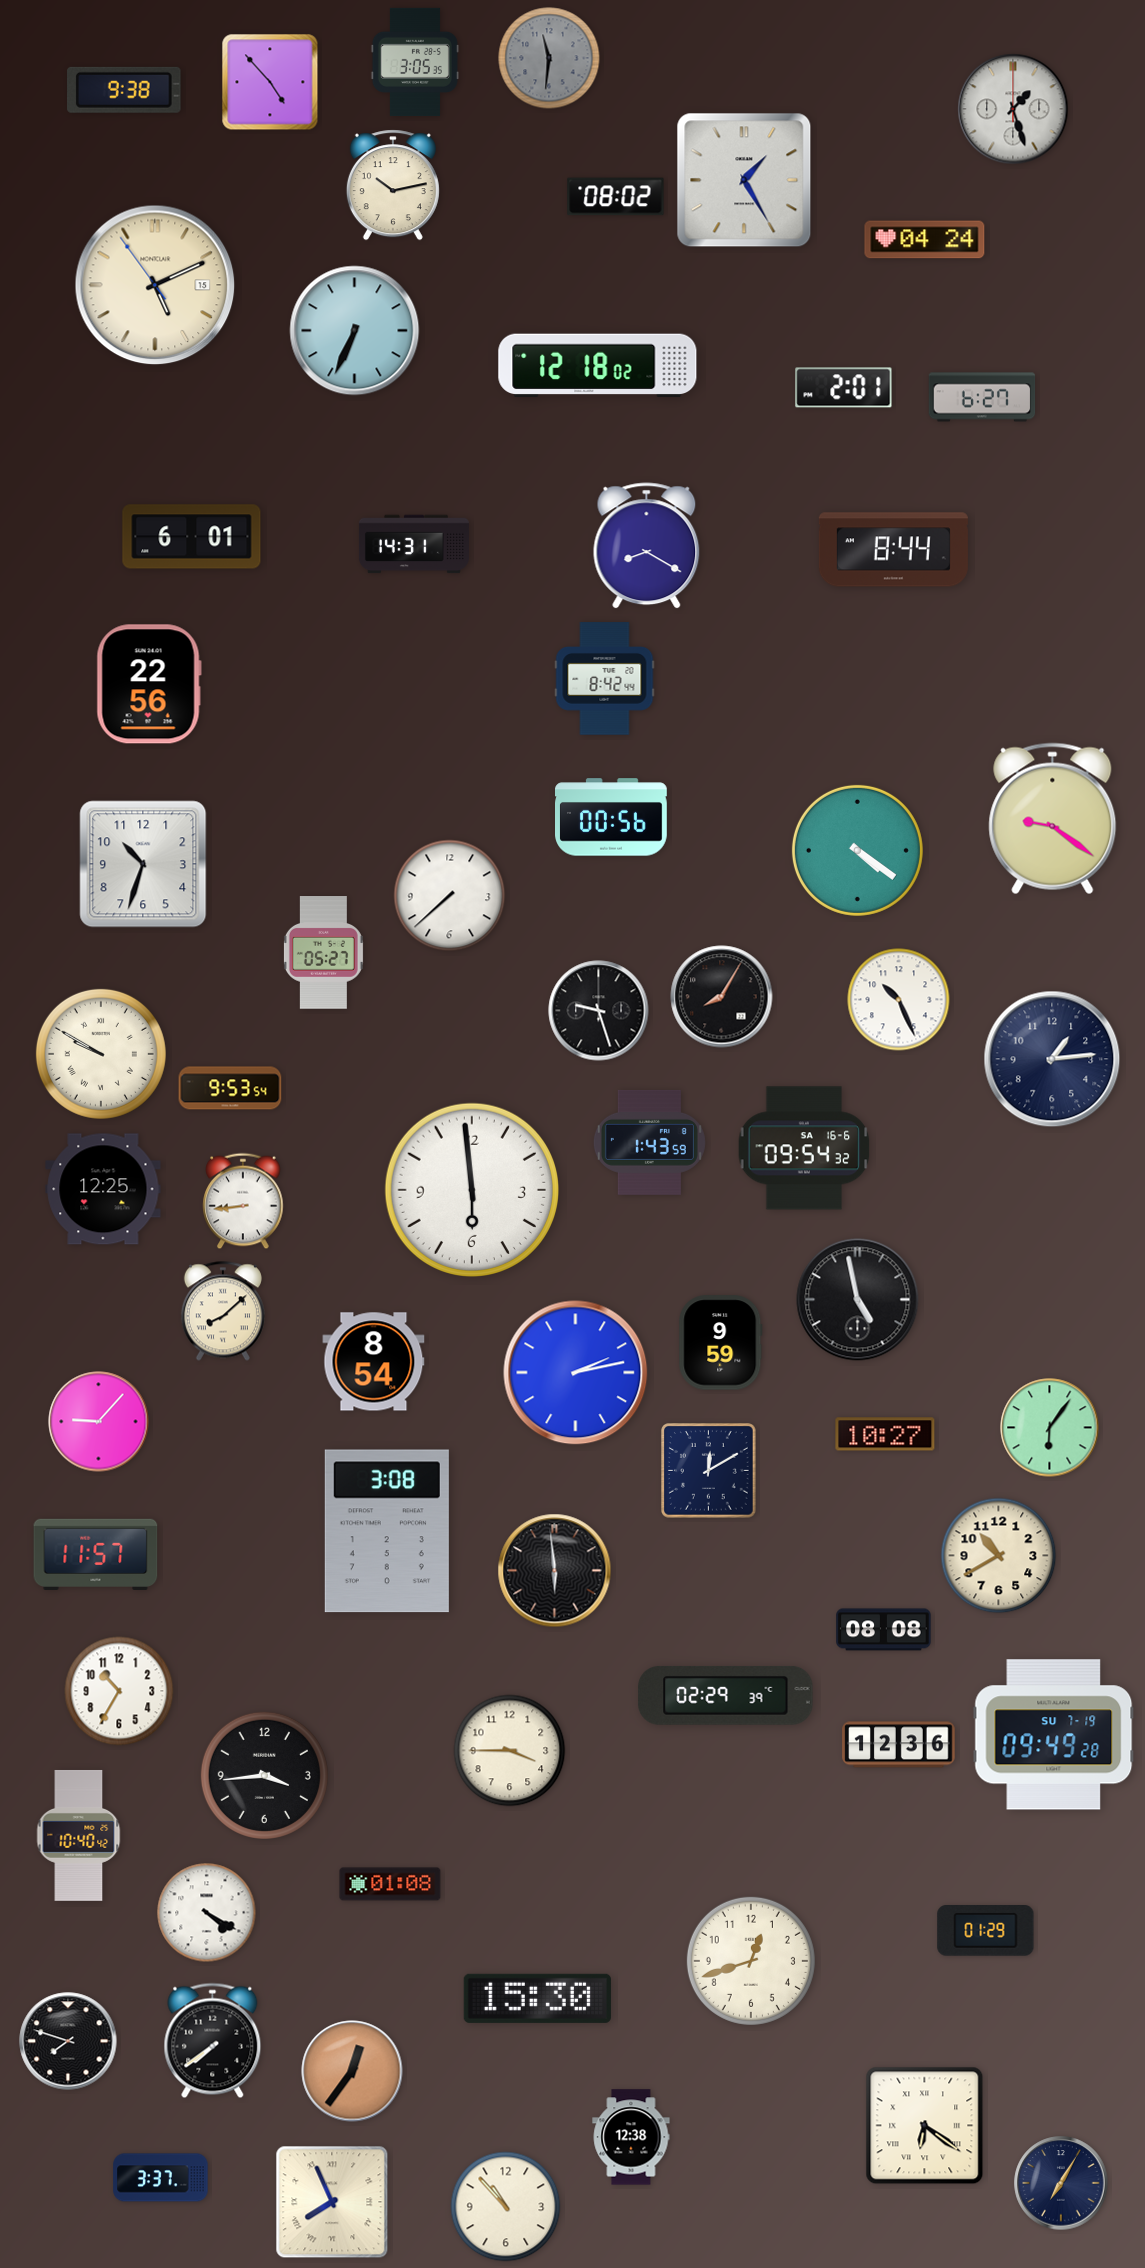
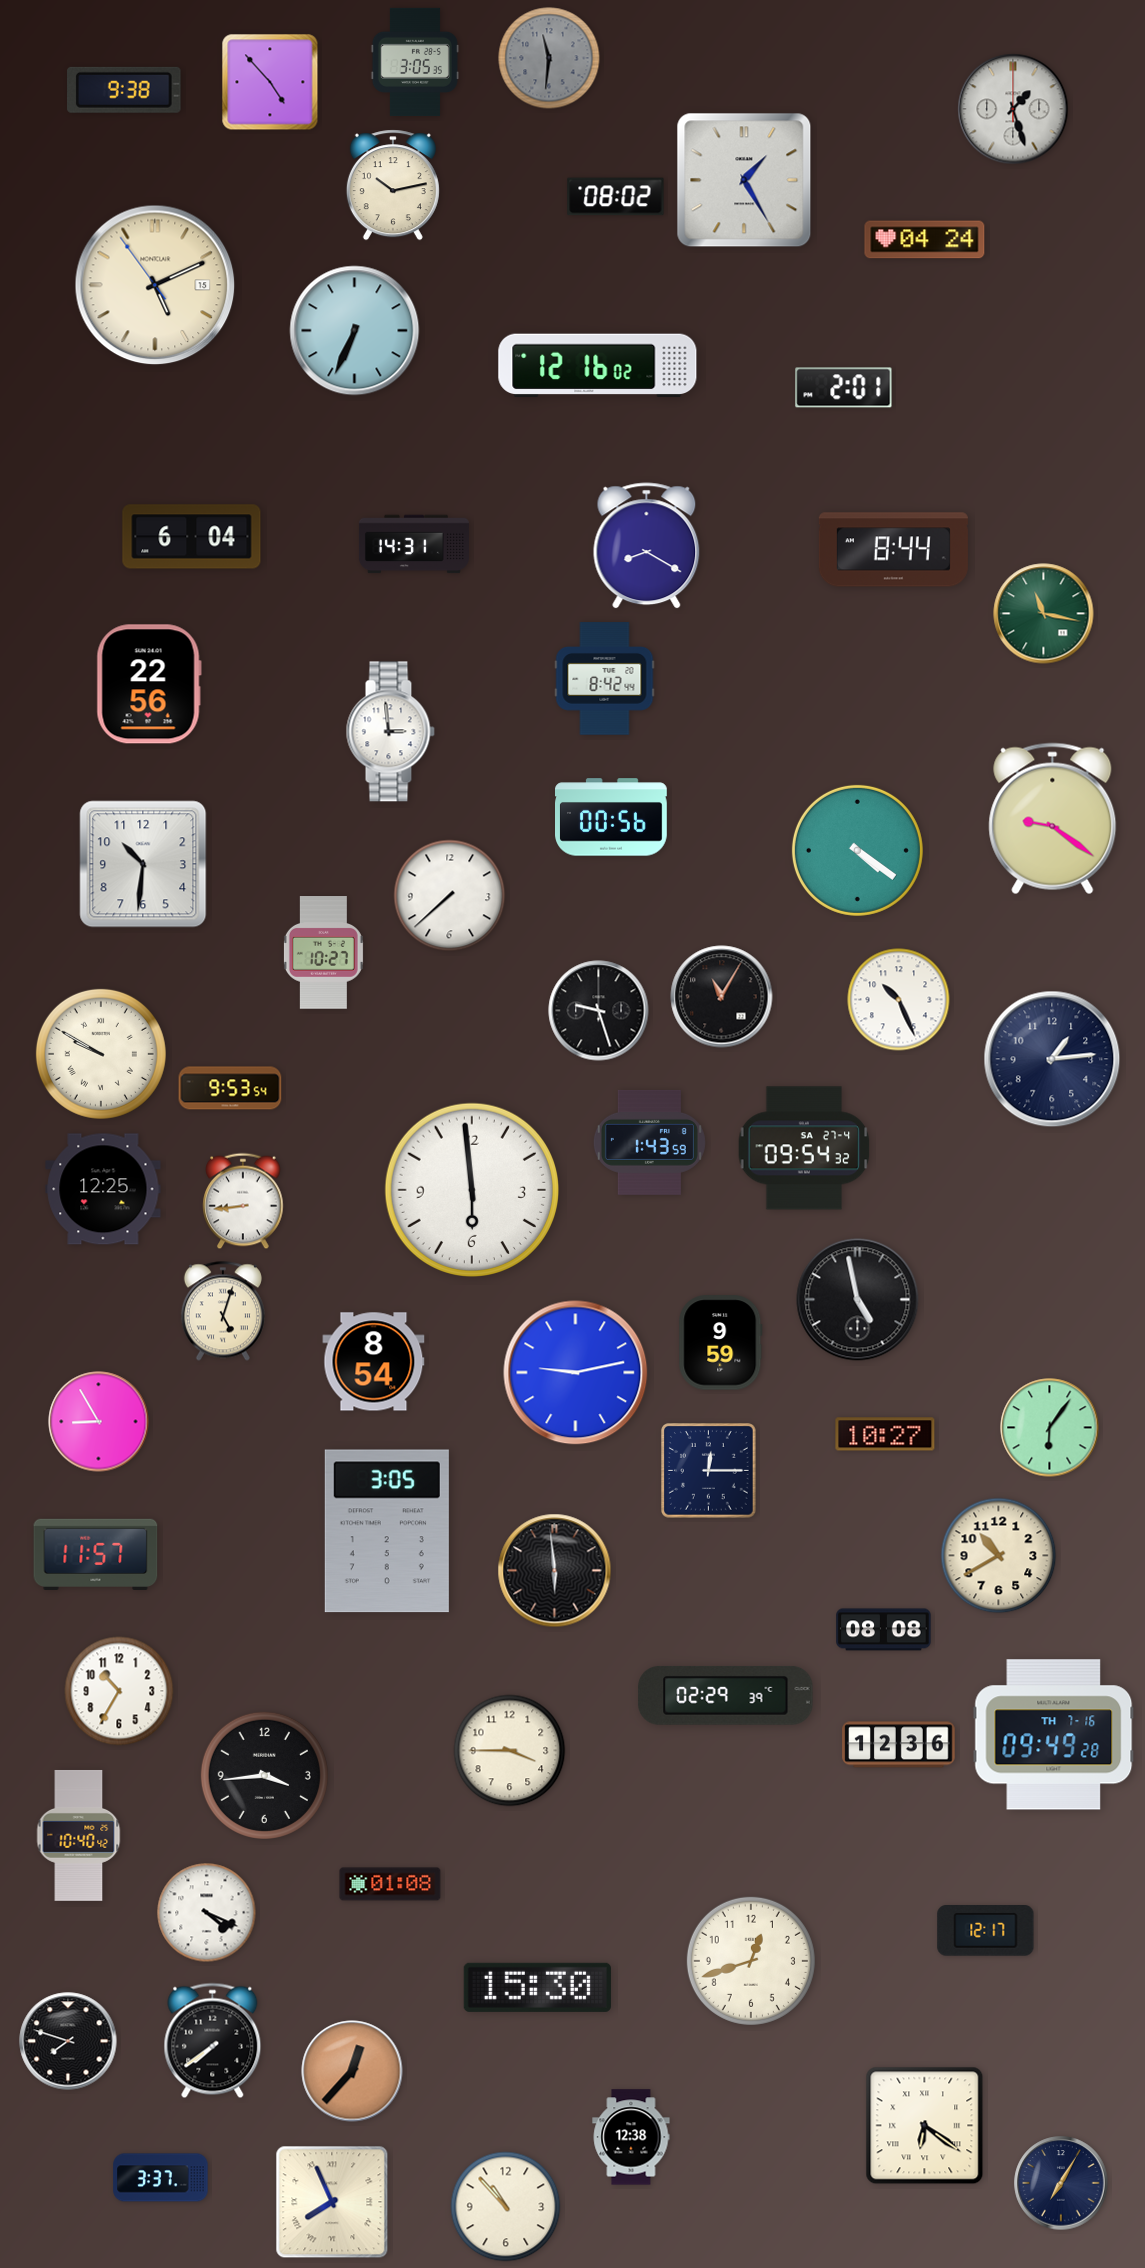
clock at (598, 366): 12:18 -> 12:16
clock at (982, 397): 6:27 -> none
clock at (192, 537): 6:01 -> 6:04
clock at (1044, 614): none -> 11:17
clock at (390, 732): none -> 2:59
clock at (143, 864): 10:33 -> 10:31
clock at (323, 953): 05:27 -> 10:27
clock at (722, 997): 8:05 -> 11:05
clock at (804, 1148) date: SA 16-6 -> SA 27-4
clock at (223, 1311): 8:08 -> 5:03
clock at (576, 1373): 2:13 -> 9:13
clock at (99, 1422): 9:07 -> 8:55
clock at (709, 1471): 12:10 -> 12:15
clock at (387, 1531): 3:08 -> 3:05
clock at (1054, 1735) date: SU 7-19 -> TH 7-16
clock at (207, 1913): 4:20 -> 4:19
clock at (986, 1931): 01:29 -> 12:17
clock at (537, 1998) position: (537, 1998) -> (537, 1987)
clock at (352, 2071): 12:36 -> 12:37
